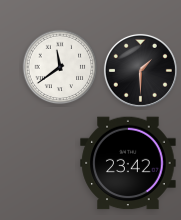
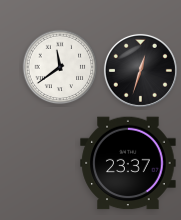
clock at (140, 70): 1:30 -> 12:33
clock at (128, 163): 23:42 -> 23:37
